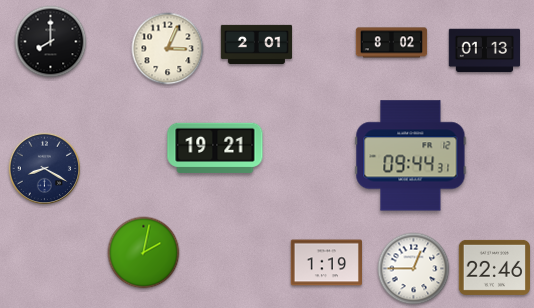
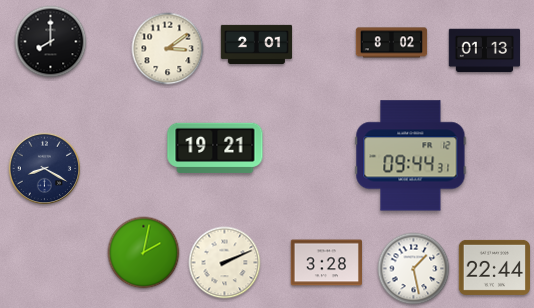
clock at (168, 49): 3:04 -> 3:09
clock at (225, 263): none -> 2:11
clock at (327, 263): 1:19 -> 3:28
clock at (494, 267): 22:46 -> 22:44
clock at (414, 269): 12:45 -> 1:28
